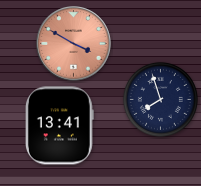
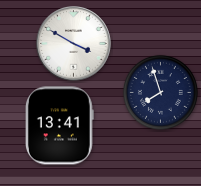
clock at (74, 44) dial: salmon -> white
clock at (160, 99) position: (160, 99) -> (160, 92)
